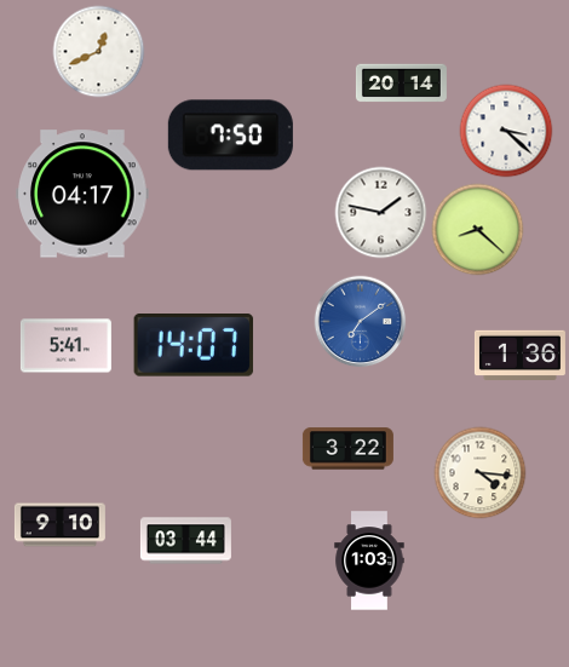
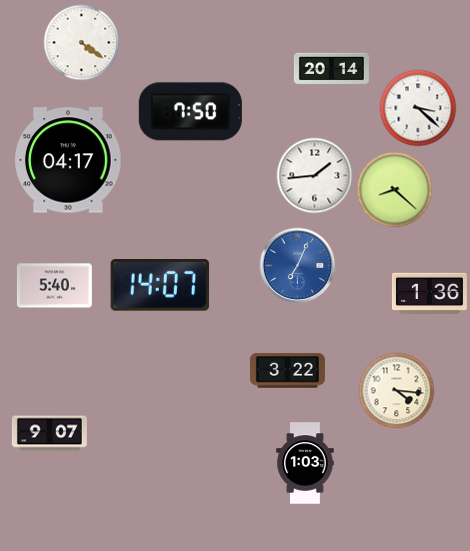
clock at (99, 52): 12:41 -> 4:21
clock at (381, 213): 1:47 -> 1:44
clock at (361, 322): 7:09 -> 7:04
clock at (65, 346): 5:41 -> 5:40
clock at (59, 525): 9:10 -> 9:07
clock at (185, 541): 03:44 -> none
